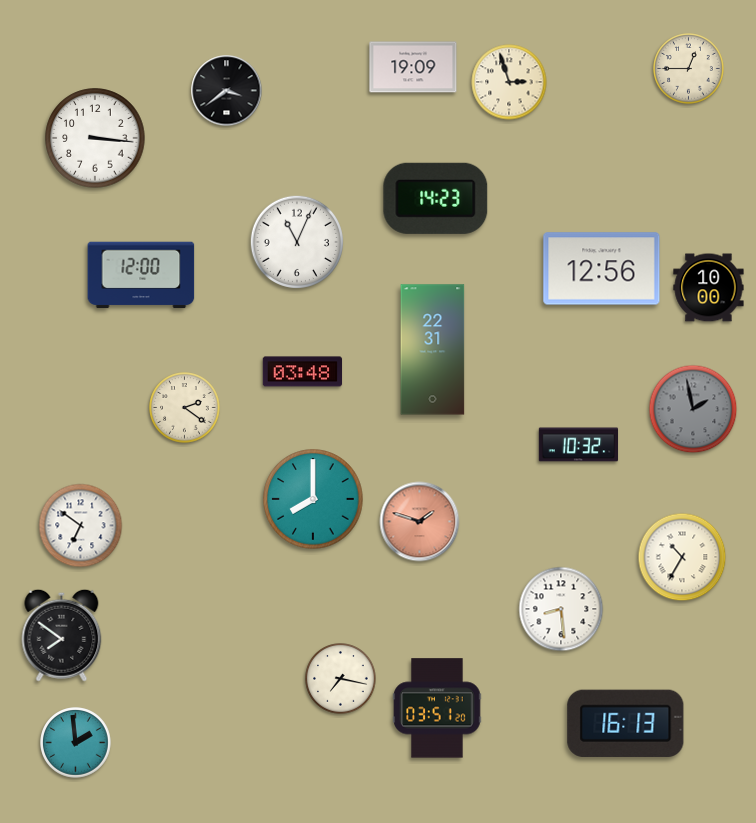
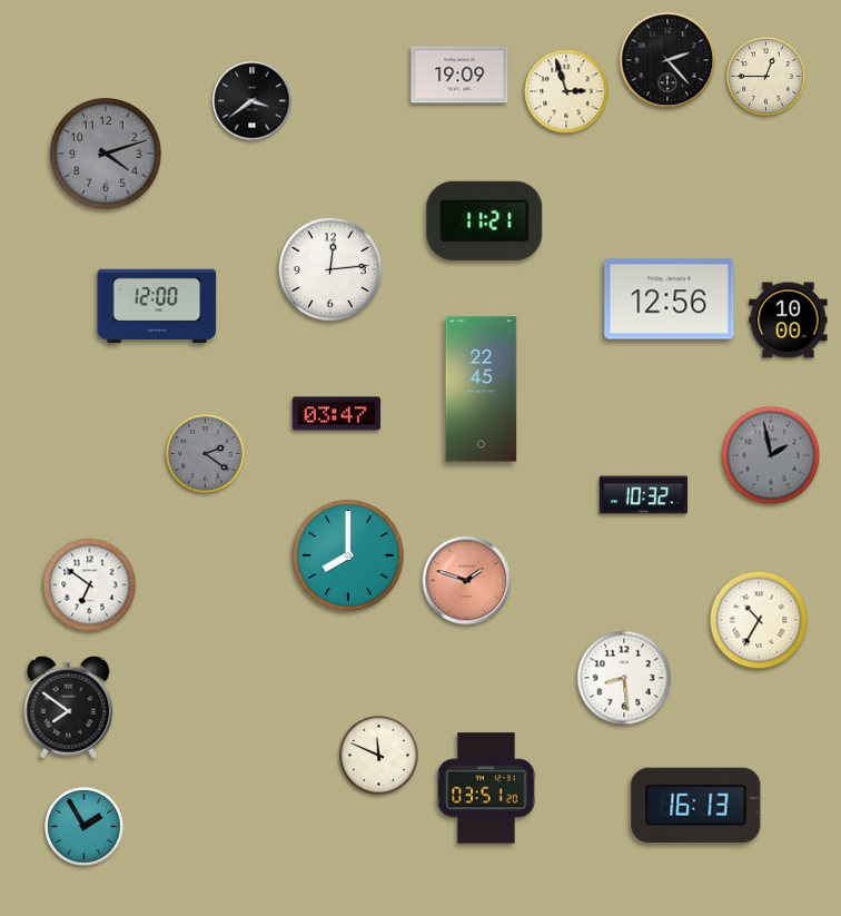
clock at (667, 60): none -> 2:23
clock at (95, 138): 3:16 -> 4:12
clock at (95, 138) dial: white -> grey
clock at (436, 198): 14:23 -> 11:21
clock at (296, 241): 11:04 -> 12:14
clock at (433, 350): 22:31 -> 22:45
clock at (303, 372): 03:48 -> 03:47
clock at (185, 408) dial: cream -> grey
clock at (341, 679): 7:17 -> 11:49
clock at (76, 743): 1:59 -> 1:55
